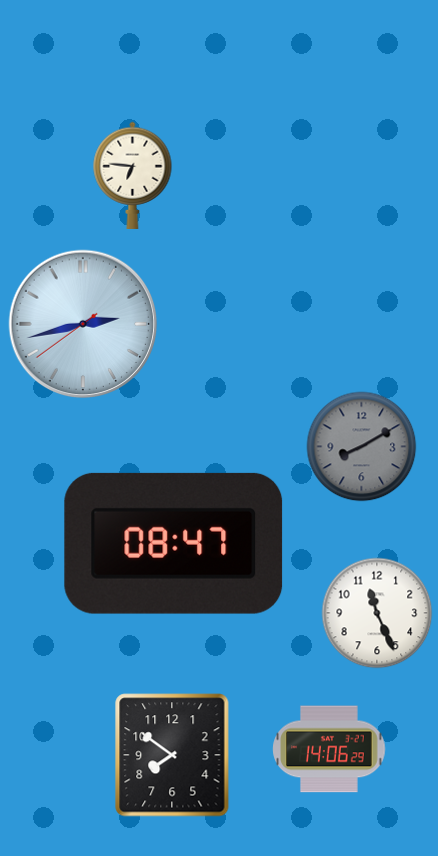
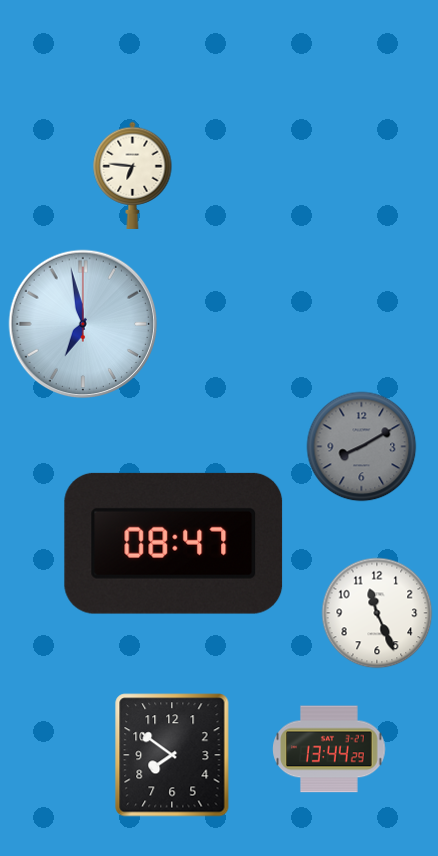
clock at (83, 324): 2:42 -> 6:58
clock at (329, 749): 14:06 -> 13:44
